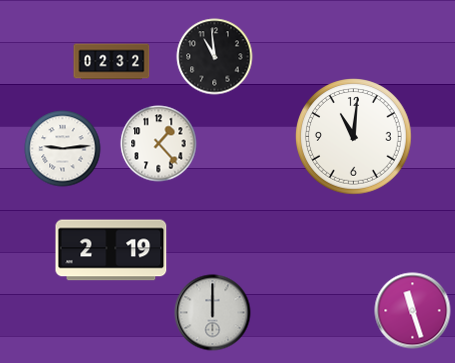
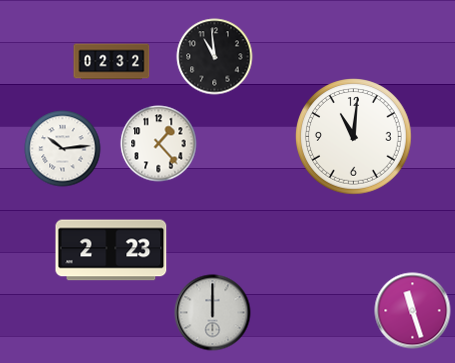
clock at (63, 149): 9:14 -> 10:14
clock at (111, 250): 2:19 -> 2:23
